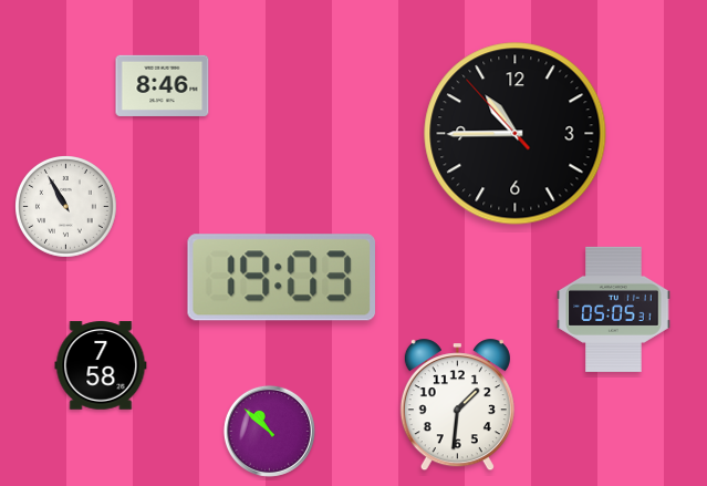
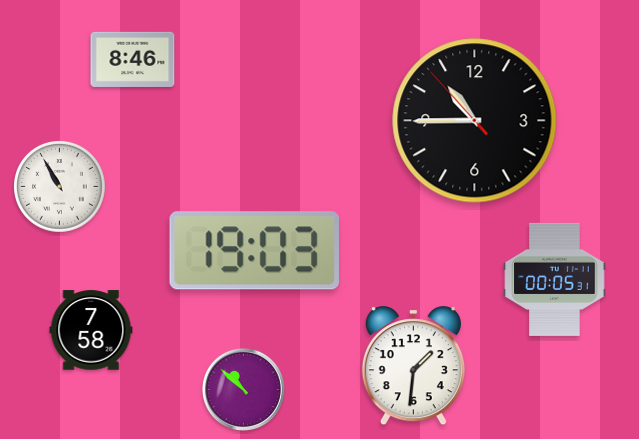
clock at (163, 85) position: (163, 85) -> (133, 59)
clock at (516, 134) position: (516, 134) -> (475, 121)
clock at (614, 309): 05:05 -> 00:05
